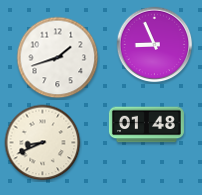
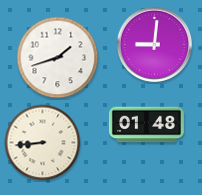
clock at (155, 45): 8:56 -> 9:01
clock at (43, 143): 8:41 -> 8:44
